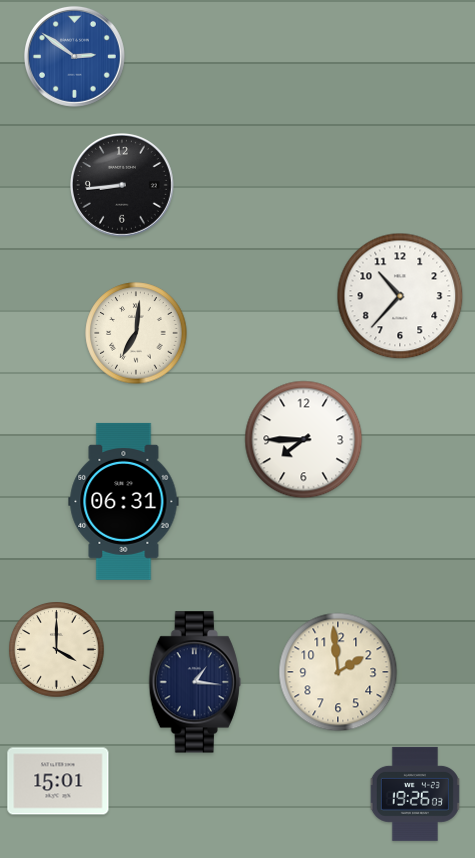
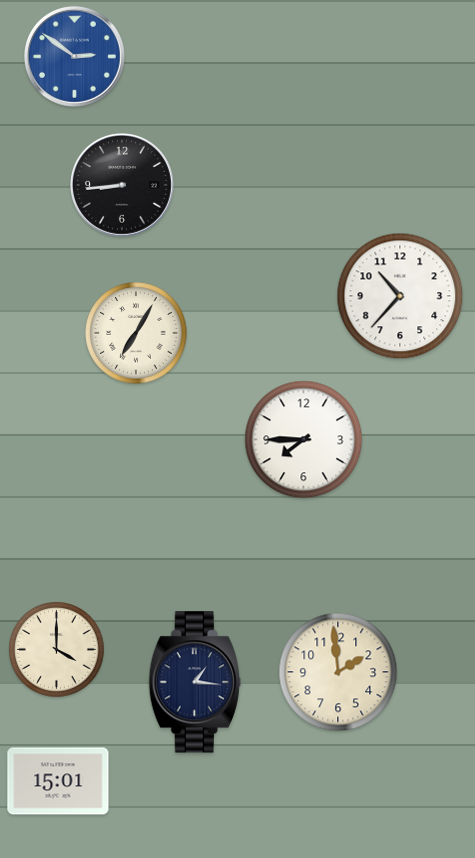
clock at (136, 333): 7:01 -> 7:05
clock at (124, 501): 06:31 -> none
clock at (415, 794): 19:26 -> none
